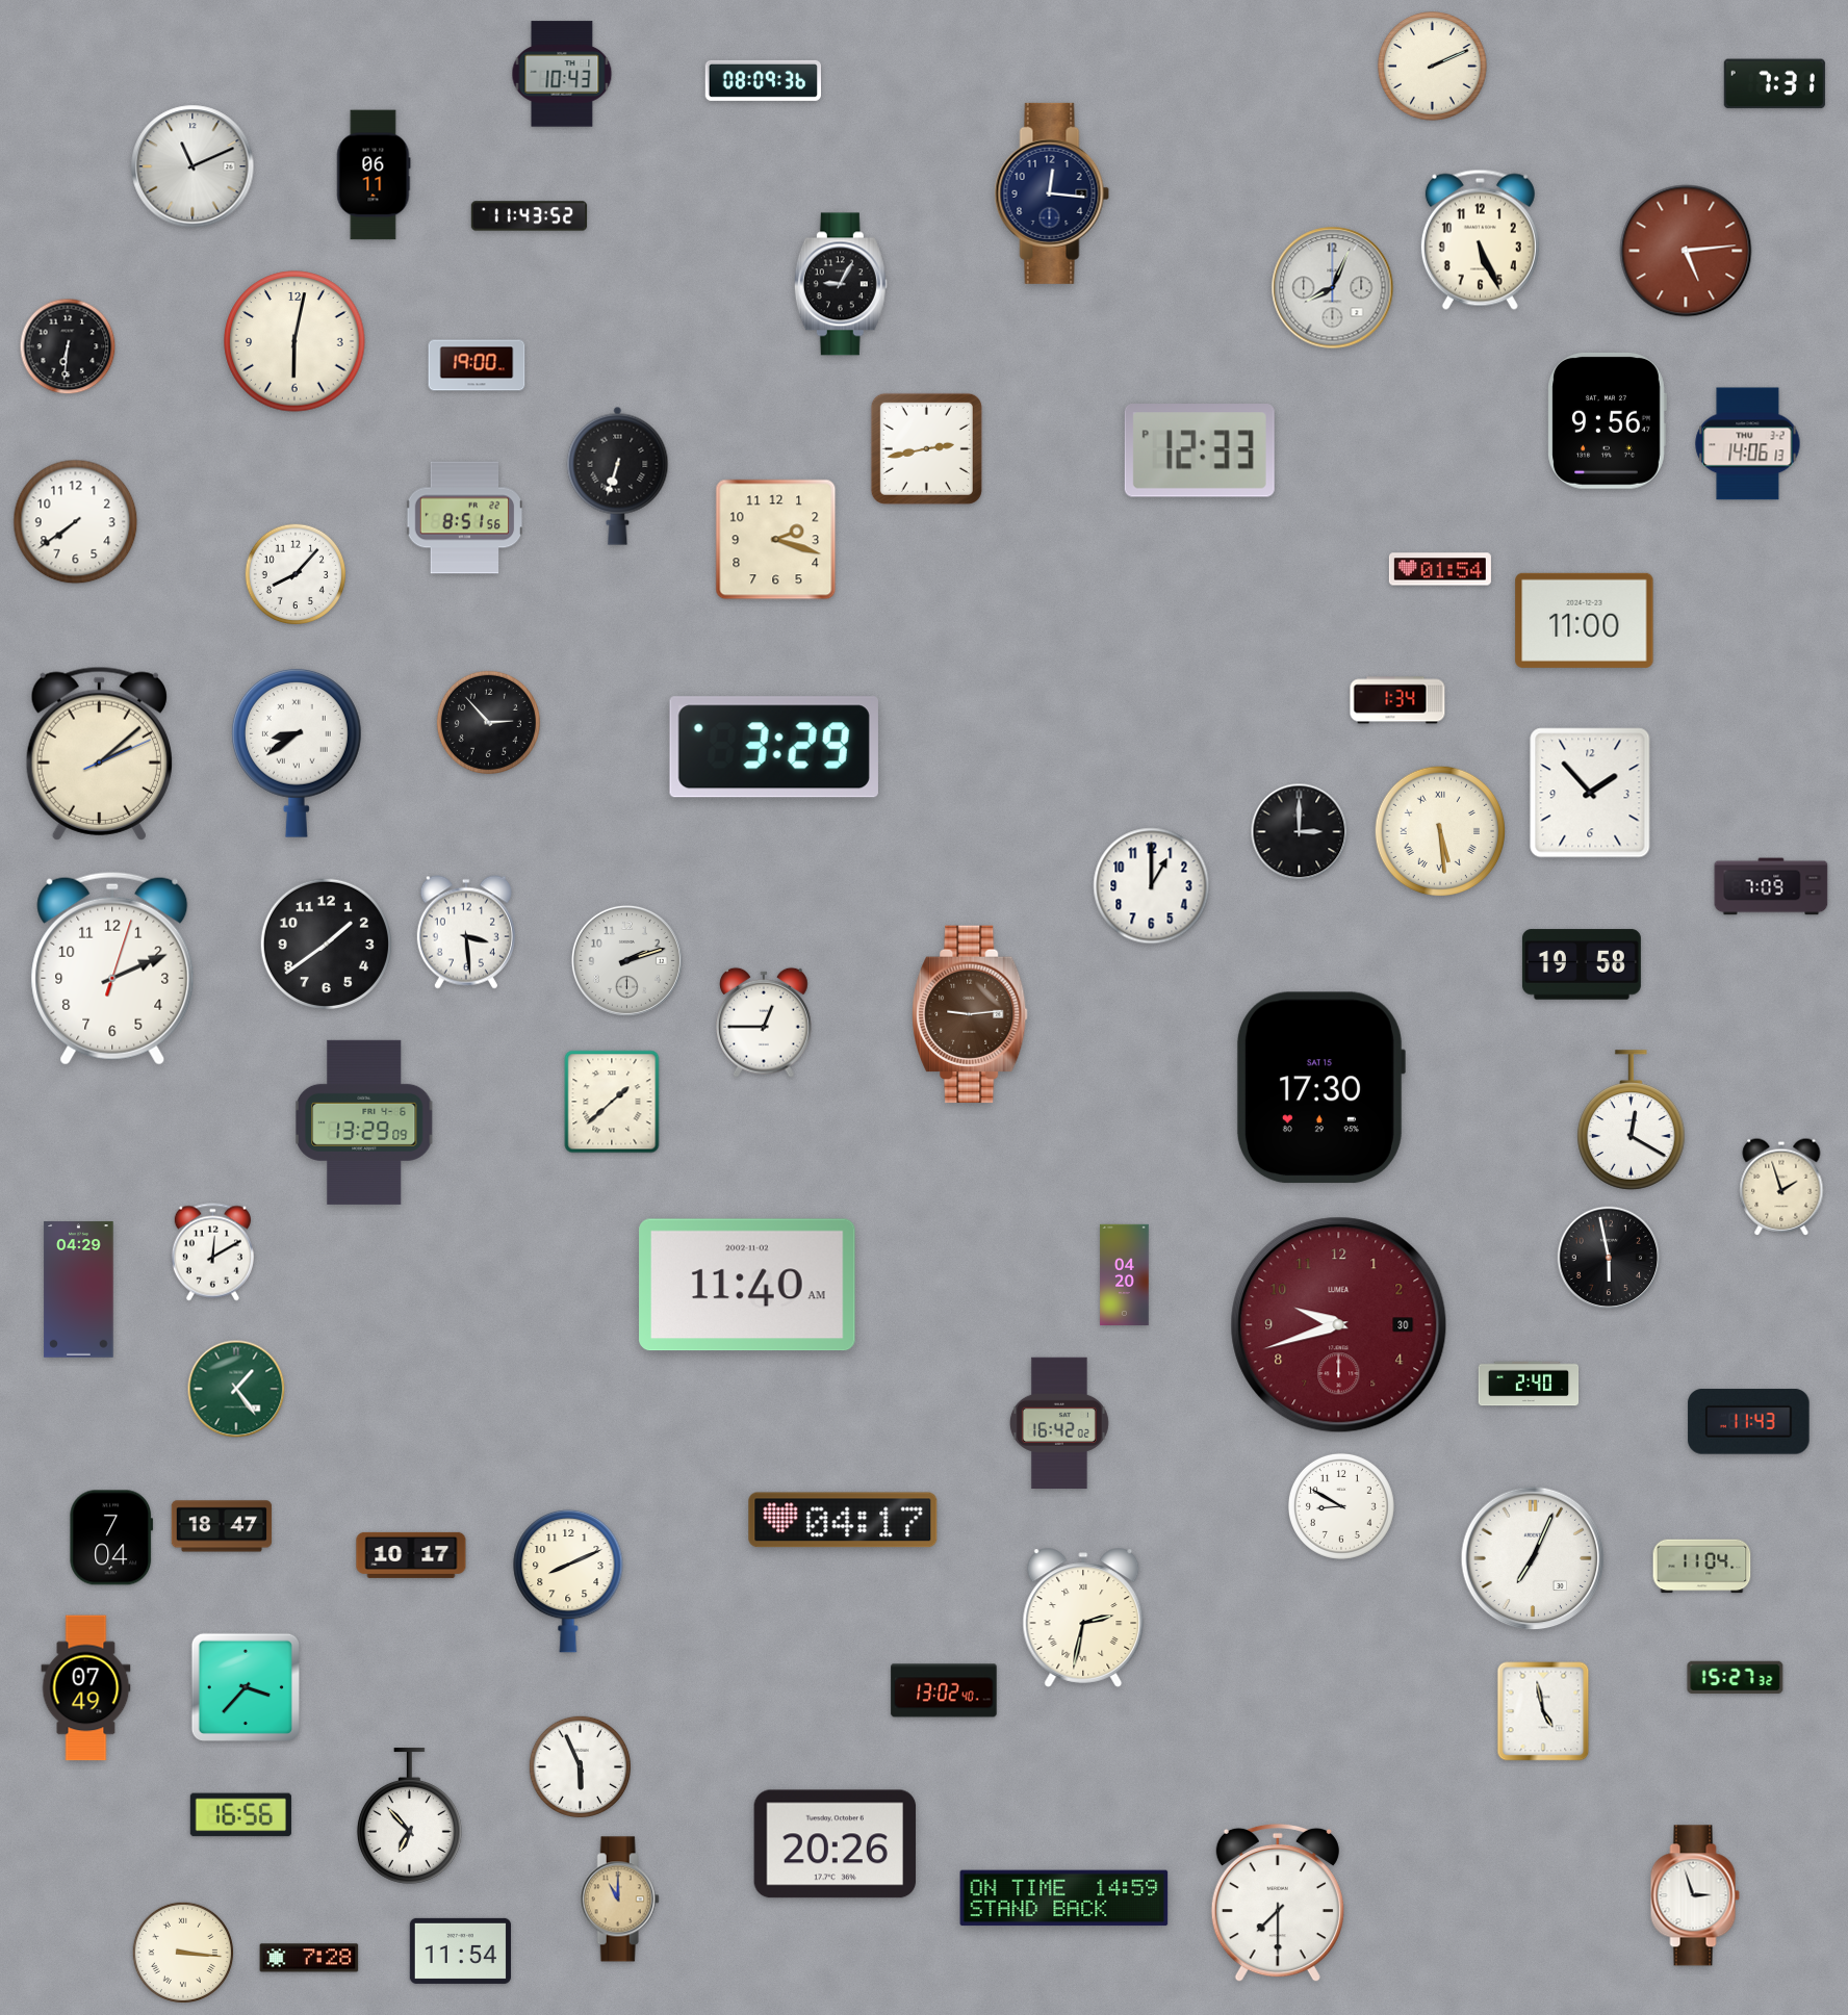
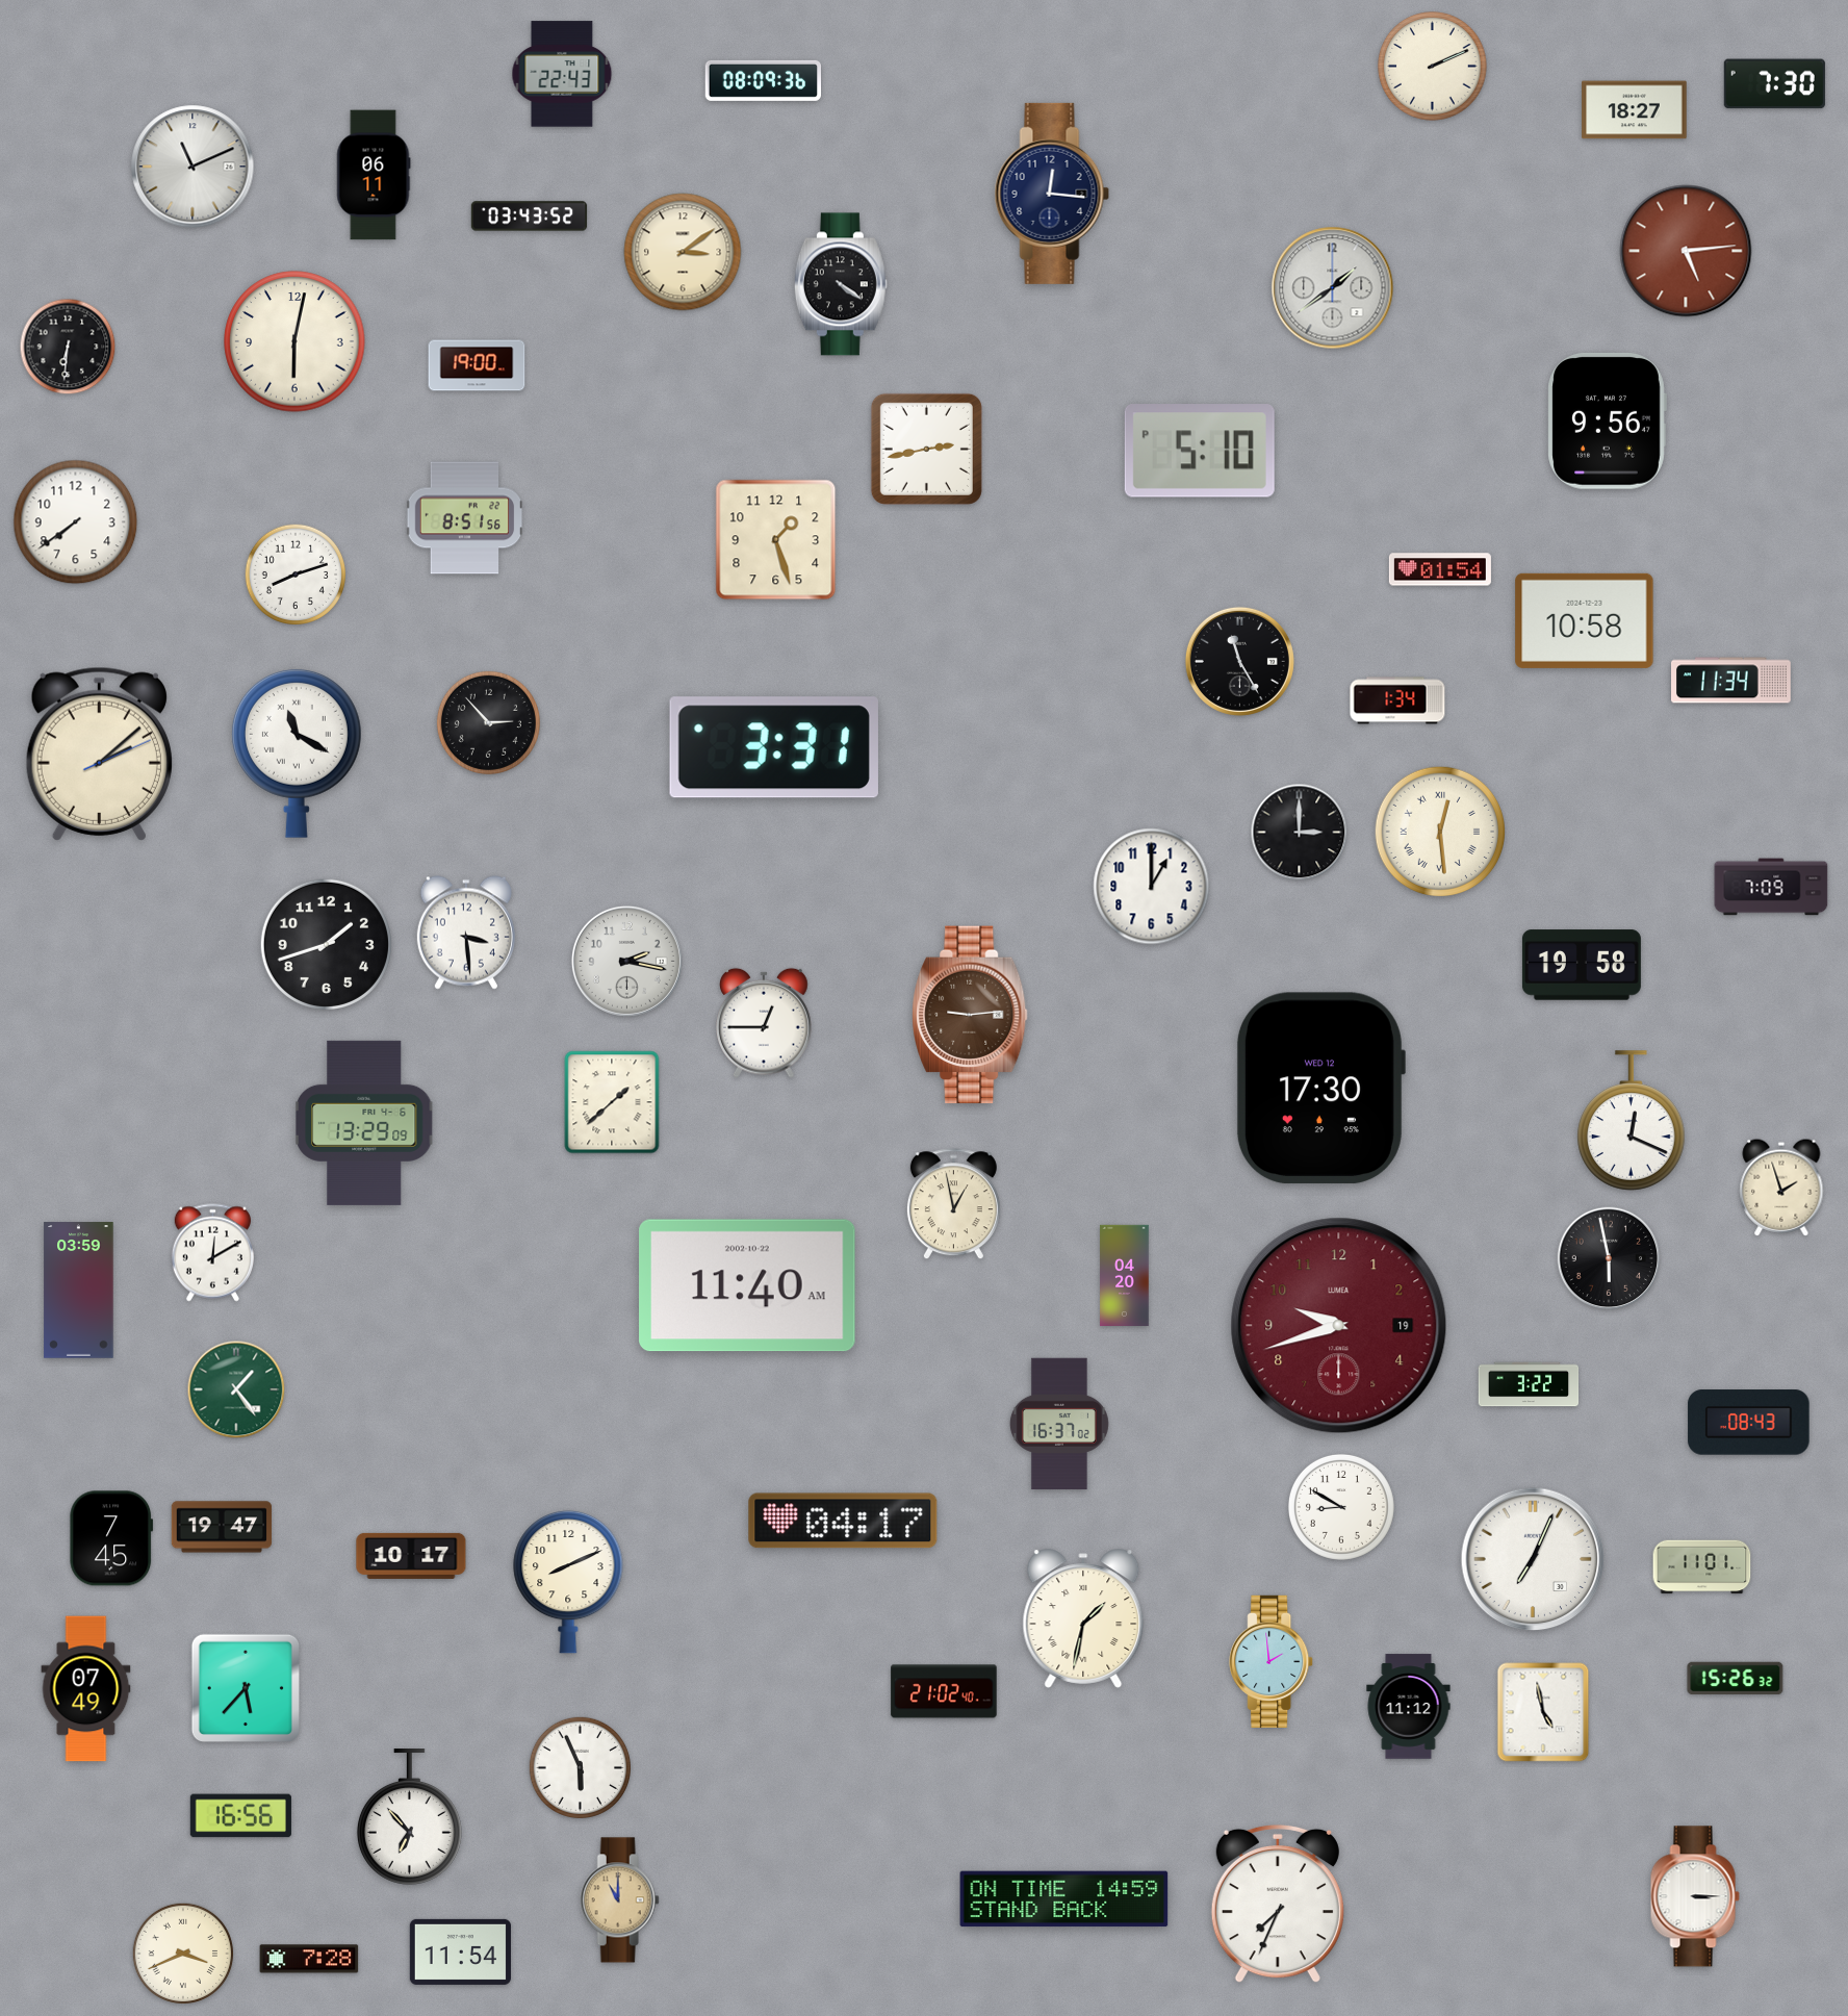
clock at (562, 74): 10:43 -> 22:43
clock at (1774, 84): 7:31 -> 7:30
clock at (1635, 110): none -> 18:27
clock at (530, 216): 11:43 -> 03:43
clock at (1480, 239): 5:26 -> none
clock at (683, 252): none -> 3:09
clock at (841, 284): 9:05 -> 4:21
clock at (1333, 288): 8:04 -> 1:39
clock at (1748, 444): 14:06 -> none
clock at (1200, 450): 12:33 -> 5:10
clock at (618, 475): 6:33 -> none
clock at (776, 540): 2:18 -> 1:27
clock at (296, 574): 8:07 -> 8:12
clock at (1585, 620): 11:00 -> 10:58
clock at (1239, 661): none -> 11:25
clock at (1731, 681): none -> 11:34
clock at (774, 747): 3:29 -> 3:31
clock at (297, 753): 8:39 -> 11:20
clock at (1590, 793): 1:53 -> none
clock at (1439, 830): 5:29 -> 12:29
clock at (326, 944): 1:39 -> 1:42
clock at (626, 960): 2:12 -> 2:17
clock at (112, 968): 2:11 -> none
clock at (1320, 1088) date: SAT 15 -> WED 12
clock at (1632, 1120): 12:20 -> 12:19
clock at (953, 1204): none -> 12:58
clock at (747, 1285) date: 2002-11-02 -> 2002-10-22
clock at (79, 1290): 04:29 -> 03:59
clock at (1339, 1325) date: 30 -> 19
clock at (1529, 1384): 2:40 -> 3:22
clock at (1749, 1422): 11:43 -> 08:43
clock at (1059, 1423): 16:42 -> 16:37
clock at (222, 1526): 18:47 -> 19:47
clock at (111, 1538): 7:04 -> 7:45
clock at (1702, 1567): 11:04 -> 11:01
clock at (1083, 1618): 2:32 -> 1:32
clock at (1272, 1661): none -> 1:59
clock at (1736, 1678): 15:27 -> 15:26
clock at (245, 1686): 3:37 -> 5:37
clock at (944, 1690): 13:02 -> 21:02
clock at (1409, 1707): none -> 11:12
clock at (836, 1844): 20:26 -> none
clock at (1695, 1895): 2:57 -> 3:15
clock at (1278, 1903): 7:30 -> 7:34
clock at (183, 1953): 3:16 -> 3:41
